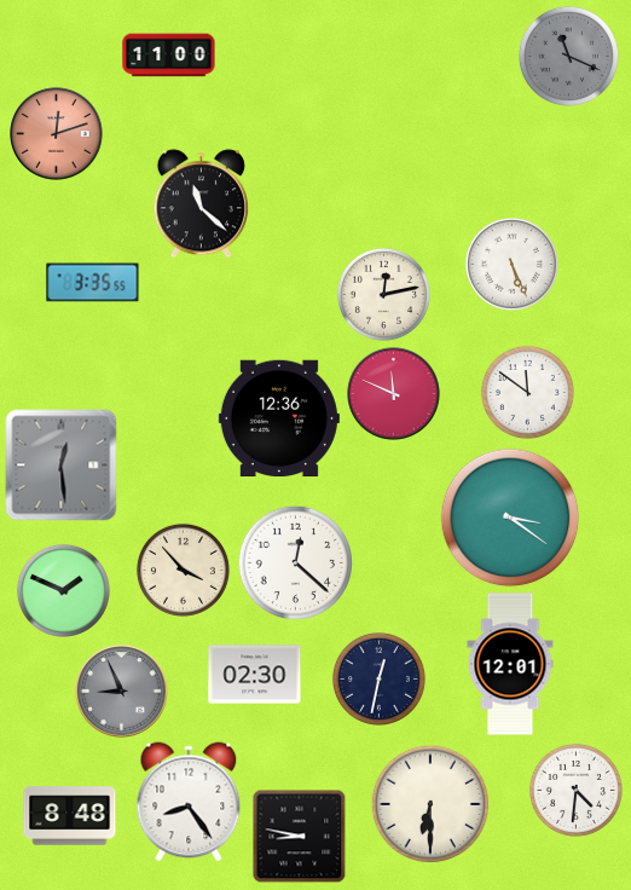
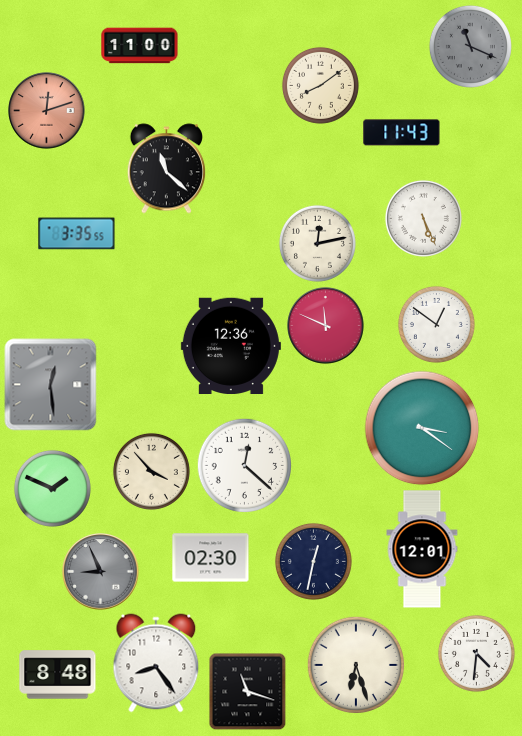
clock at (320, 85): none -> 8:09
clock at (402, 133): none -> 11:43
clock at (527, 392): 11:51 -> 12:51
clock at (429, 803): 6:30 -> 6:27
clock at (299, 836): 8:47 -> 11:18
